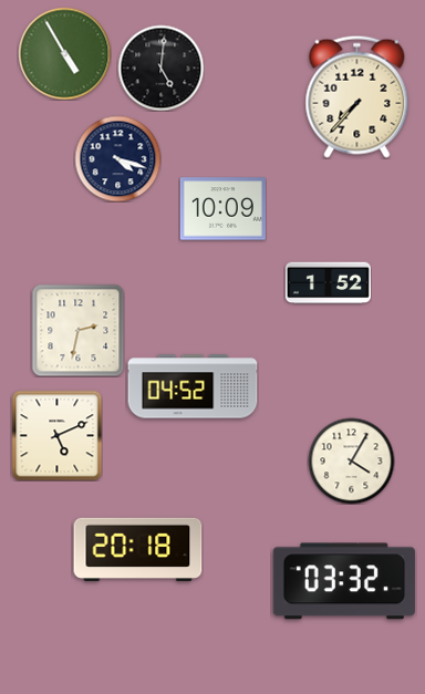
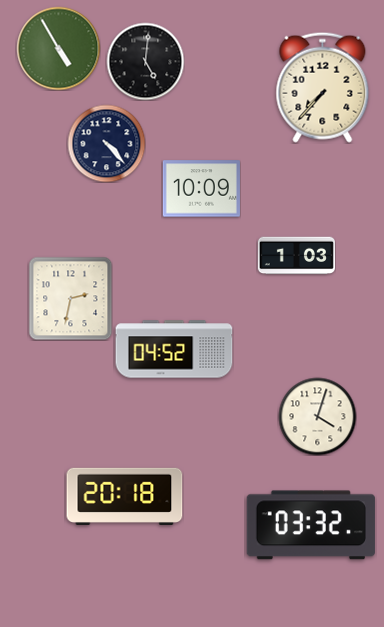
clock at (117, 158): 4:18 -> 4:23
clock at (328, 283): 1:52 -> 1:03
clock at (56, 435): 5:11 -> none
clock at (351, 460): 4:05 -> 4:03
